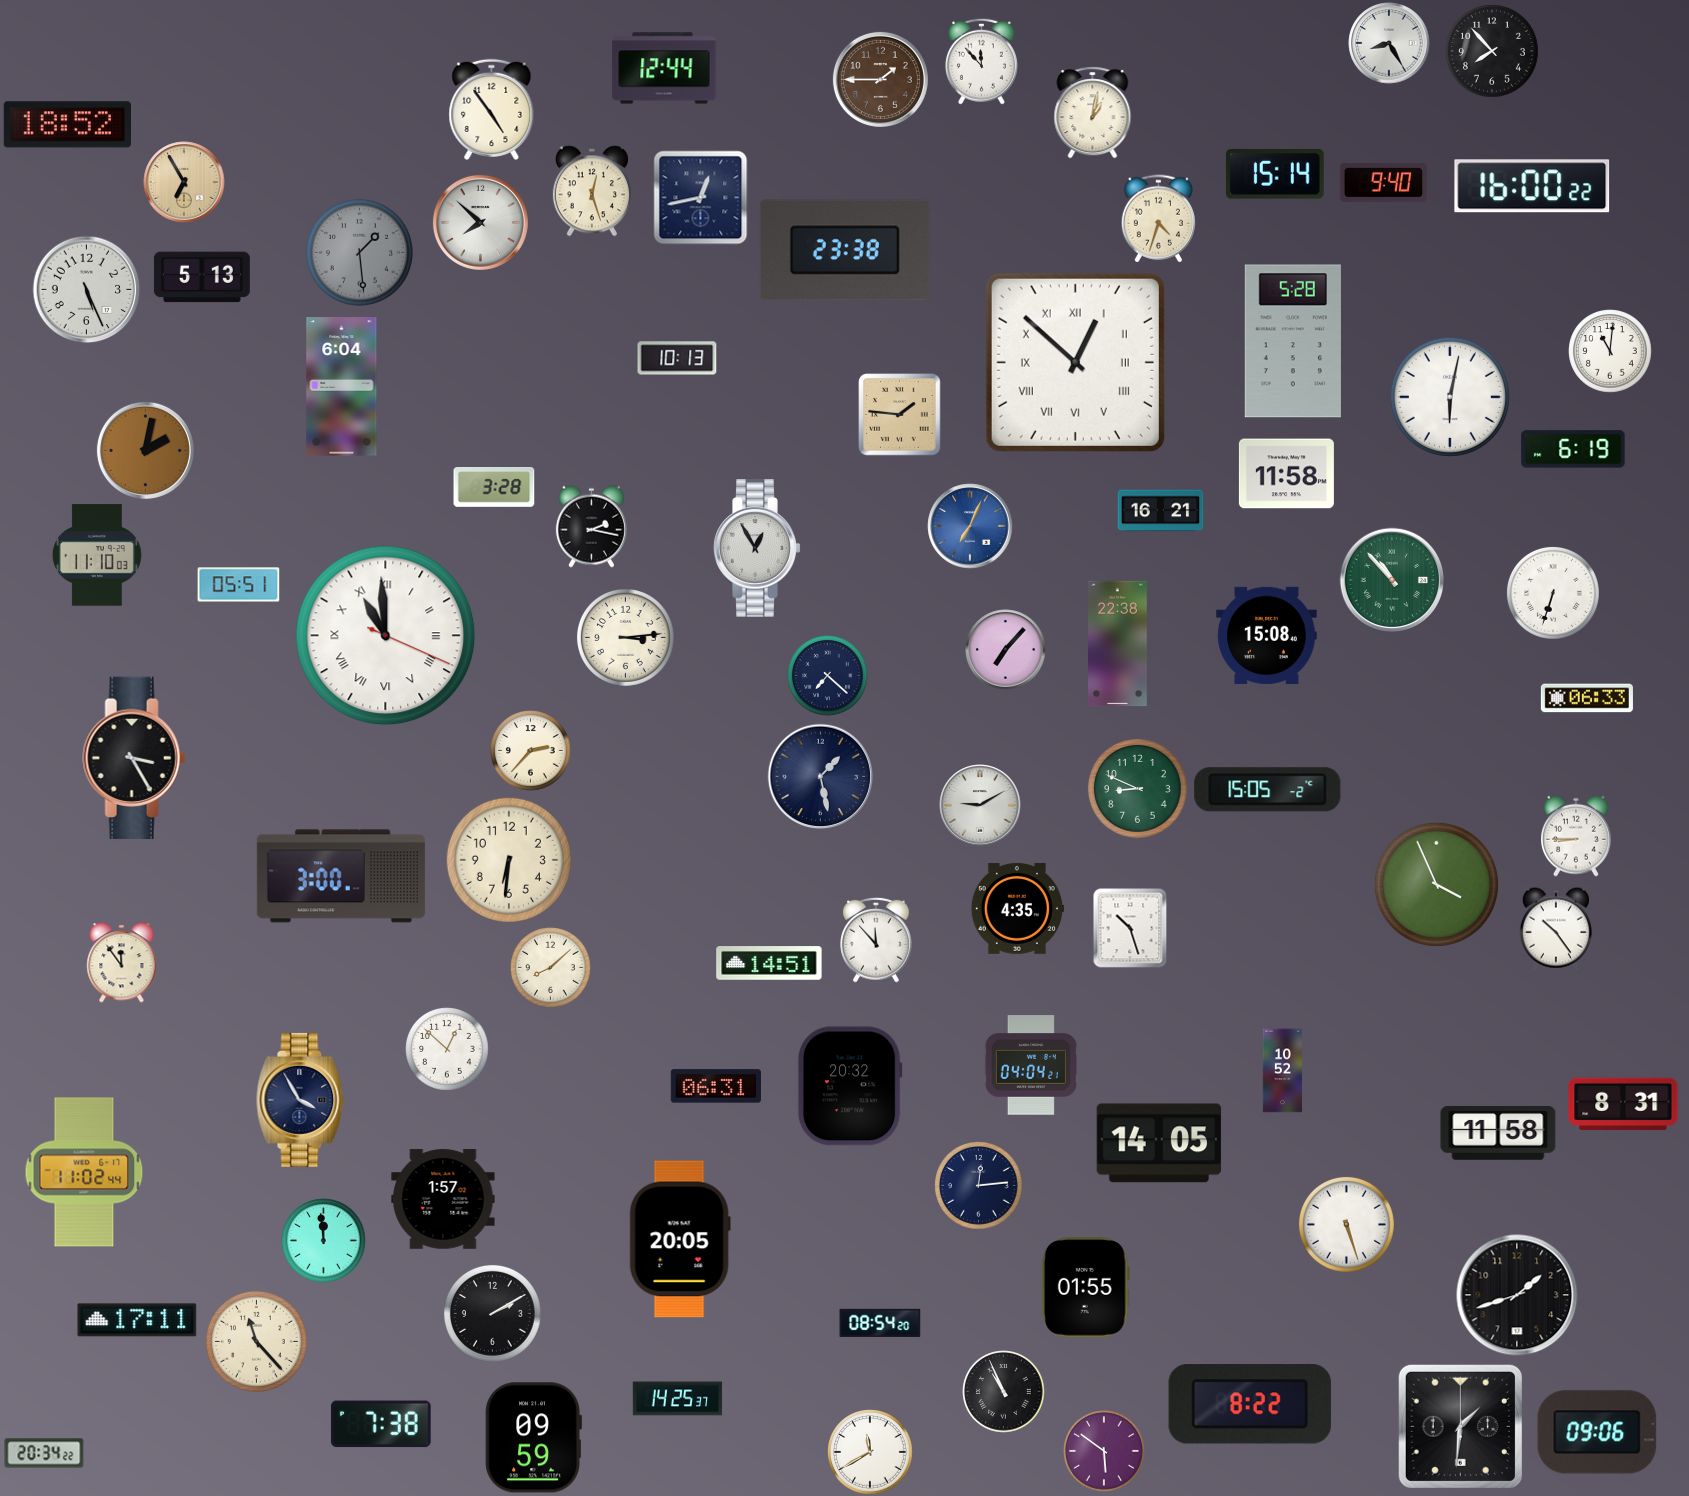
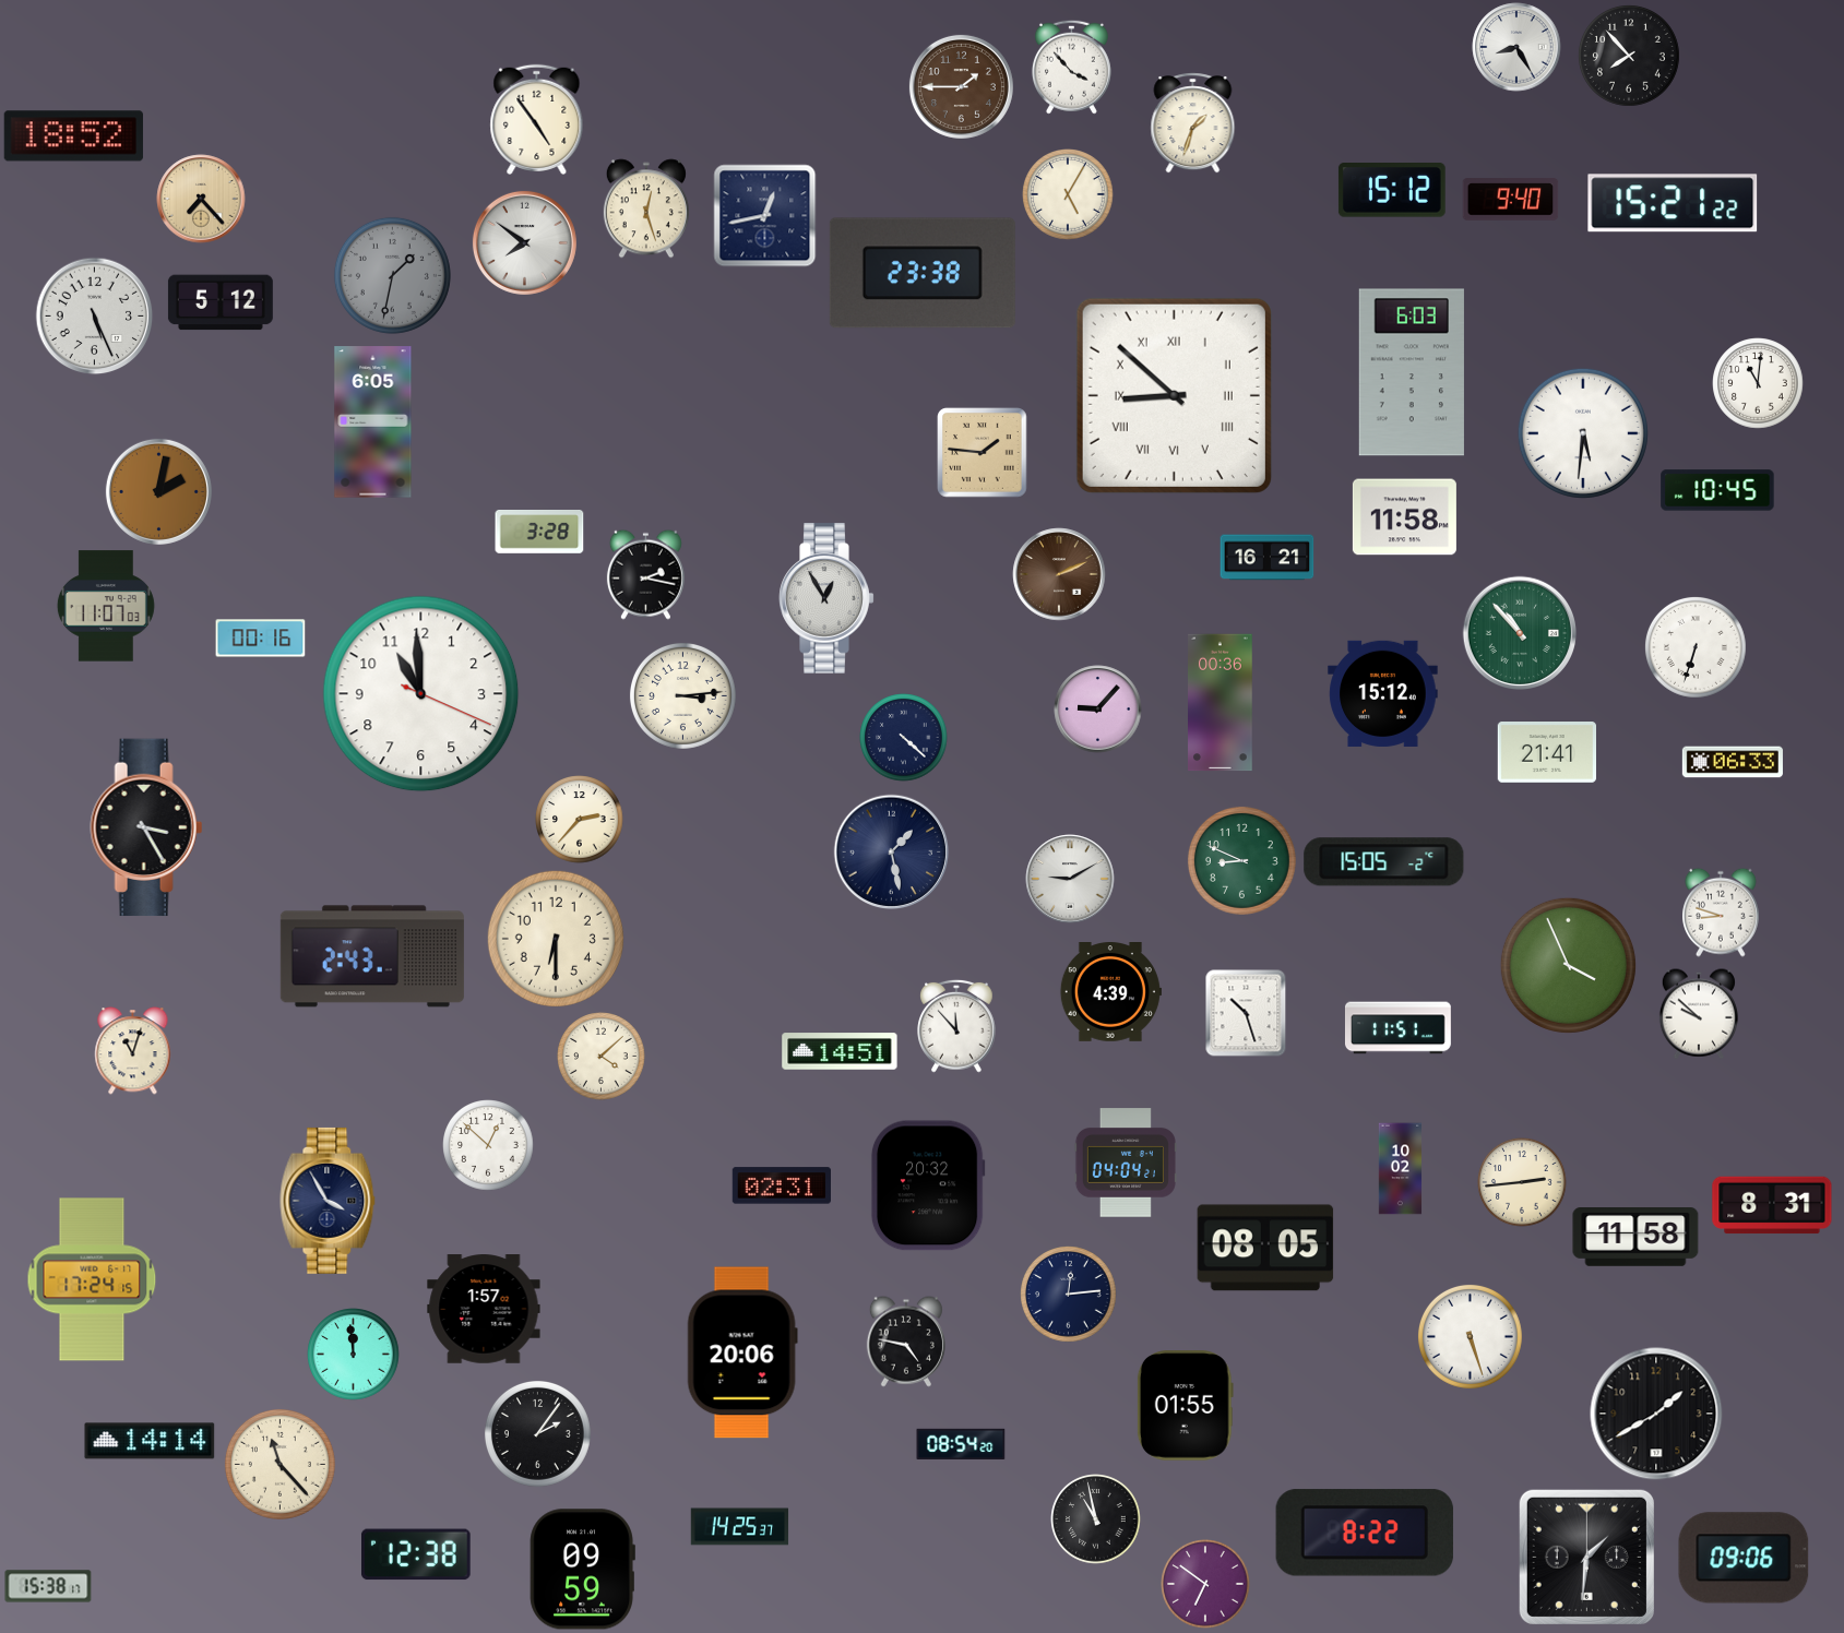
clock at (981, 61): 11:53 -> 3:53
clock at (664, 68): 12:44 -> none
clock at (1093, 113): 1:02 -> 1:33
clock at (1275, 174): 15:14 -> 15:12
clock at (1068, 194): none -> 5:05
clock at (184, 182): 6:55 -> 7:23
clock at (1532, 186): 16:00 -> 15:21
clock at (1158, 219): 4:33 -> none
clock at (480, 222): 7:52 -> 7:51
clock at (359, 252): 1:29 -> 1:32
clock at (202, 277): 5:13 -> 5:12
clock at (1293, 341): 5:28 -> 6:03
clock at (677, 358): 10:13 -> none
clock at (1075, 362): 12:52 -> 8:52
clock at (342, 387): 6:04 -> 6:05
clock at (1450, 397): 6:02 -> 5:31
clock at (1573, 449): 6:19 -> 10:45
clock at (970, 526): 7:04 -> 2:11
clock at (970, 526) dial: blue -> brown
clock at (97, 555): 11:10 -> 11:07
clock at (239, 585): 05:51 -> 00:16
clock at (1267, 635): 15:08 -> 15:12
clock at (386, 636) numerals: Roman -> Arabic
clock at (1118, 644): 22:38 -> 00:36
clock at (1006, 650): 7:07 -> 9:07
clock at (828, 676): 7:22 -> 4:22
clock at (1546, 753): none -> 21:41
clock at (821, 777) position: (821, 777) -> (892, 853)
clock at (1577, 836): 8:45 -> 8:48
clock at (509, 860): 6:31 -> 6:30
clock at (341, 876): 3:00 -> 2:43
clock at (1017, 909): 4:35 -> 4:39
clock at (1130, 928) position: (1130, 928) -> (1246, 1013)
clock at (1556, 929): 10:24 -> 9:52
clock at (1397, 1028): none -> 11:51
clock at (122, 963): 11:54 -> 11:03
clock at (551, 968): 8:08 -> 4:08
clock at (1283, 1071): 10:52 -> 10:02
clock at (1522, 1182): none -> 2:44
clock at (715, 1086): 06:31 -> 02:31
clock at (1159, 1143): 14:05 -> 08:05
clock at (84, 1172): 11:02 -> 17:24
clock at (906, 1342): none -> 4:47
clock at (680, 1239): 20:05 -> 20:06
clock at (1517, 1295): 1:42 -> 1:40
clock at (492, 1313): 2:10 -> 2:06
clock at (137, 1320): 17:11 -> 14:14
clock at (1004, 1392): 10:56 -> 10:58
clock at (381, 1424): 7:38 -> 12:38
clock at (1460, 1426) position: (1460, 1426) -> (1586, 1557)
clock at (1597, 1432) position: (1597, 1432) -> (1744, 1558)
clock at (1104, 1451): 5:51 -> 6:51
clock at (870, 1452): 11:40 -> none
clock at (44, 1453): 20:34 -> 15:38
